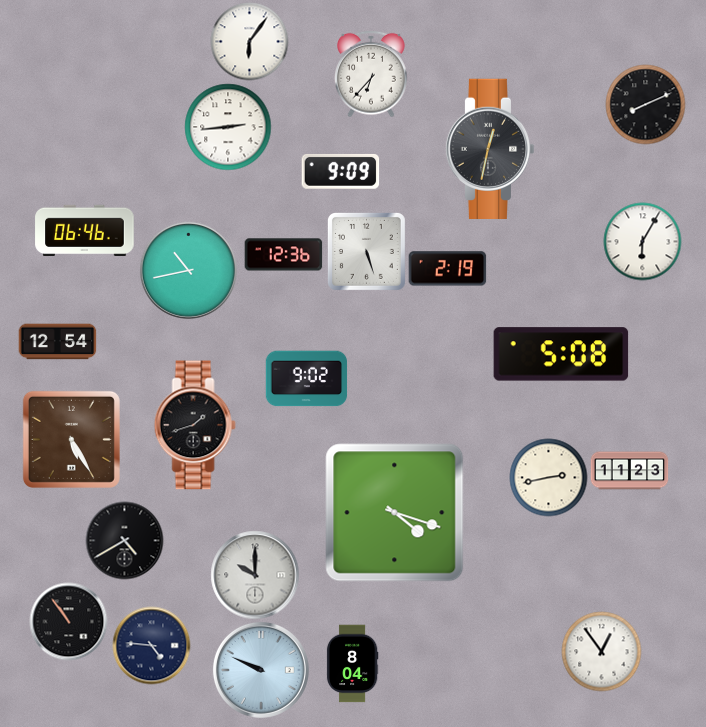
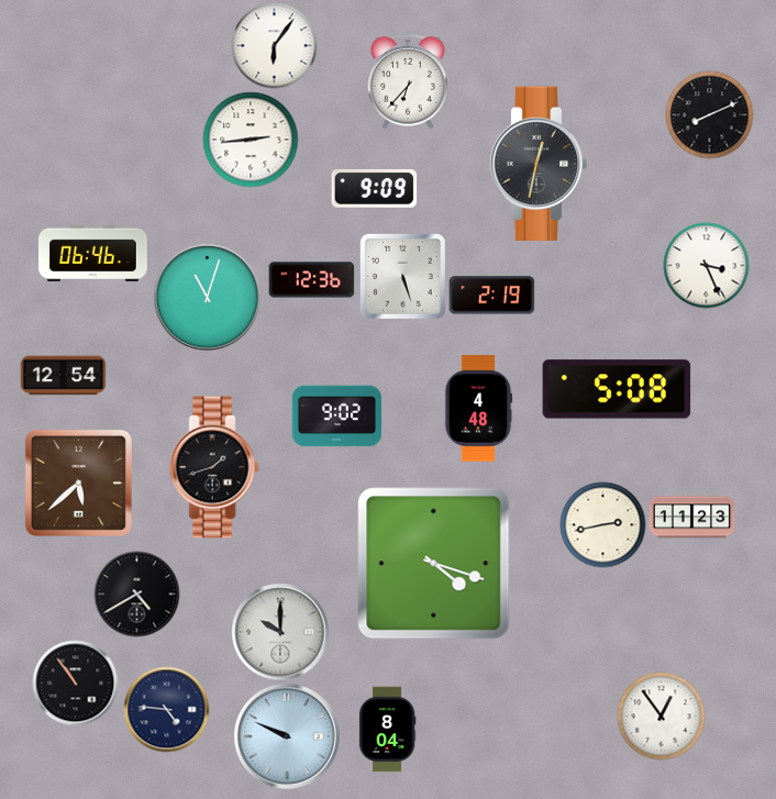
clock at (642, 241): 6:05 -> 3:26
clock at (188, 270): 10:43 -> 11:03
clock at (478, 409): none -> 4:48
clock at (71, 439): 5:25 -> 5:38
